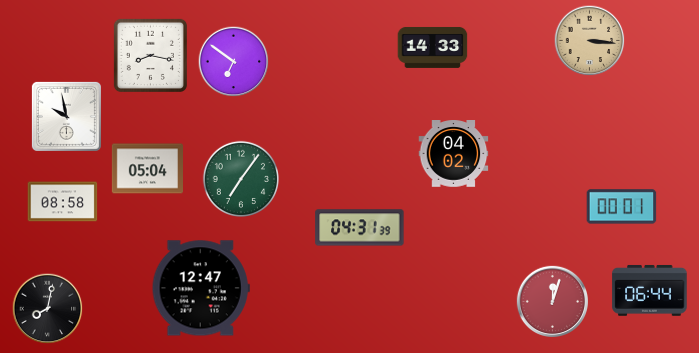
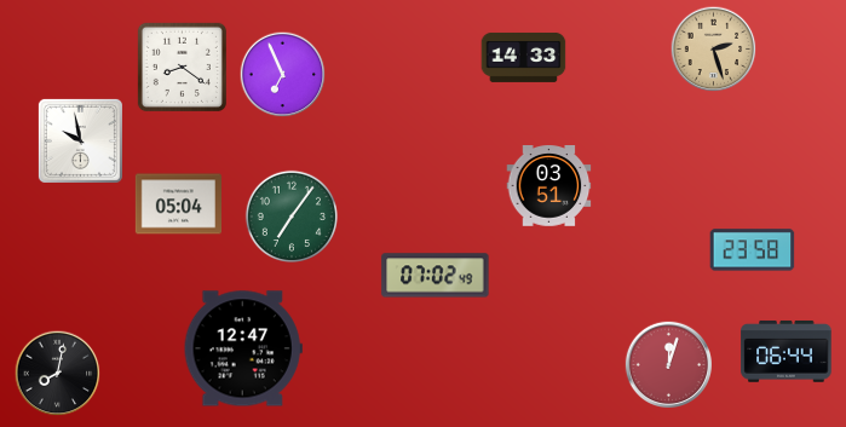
clock at (590, 41): 3:16 -> 2:27
clock at (150, 55): 8:17 -> 8:21
clock at (234, 62): 6:51 -> 6:56
clock at (454, 154): 04:02 -> 03:51
clock at (63, 202): 08:58 -> none
clock at (622, 207): 00:01 -> 23:58
clock at (360, 228): 04:31 -> 07:02
